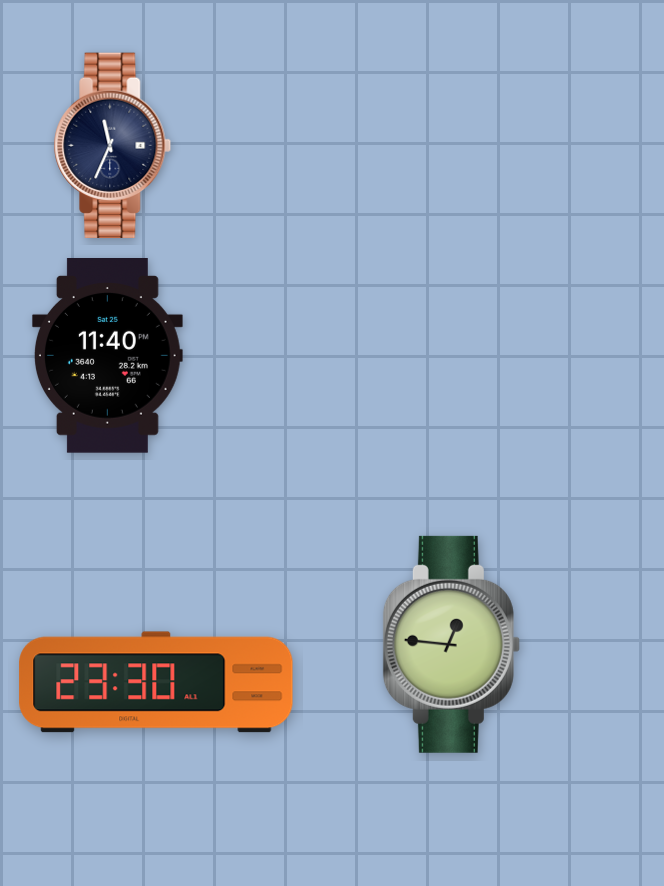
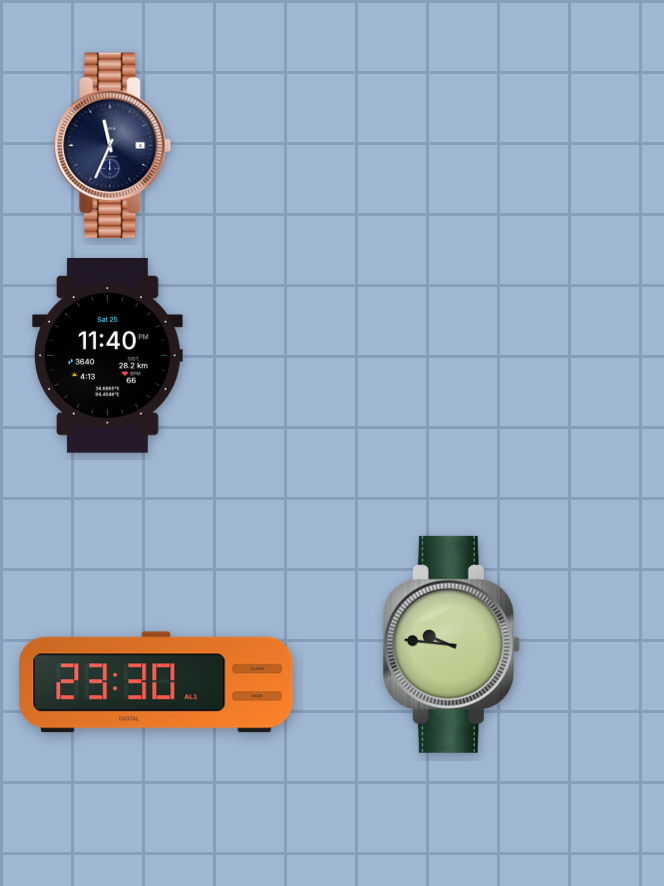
clock at (451, 644): 12:46 -> 9:46
